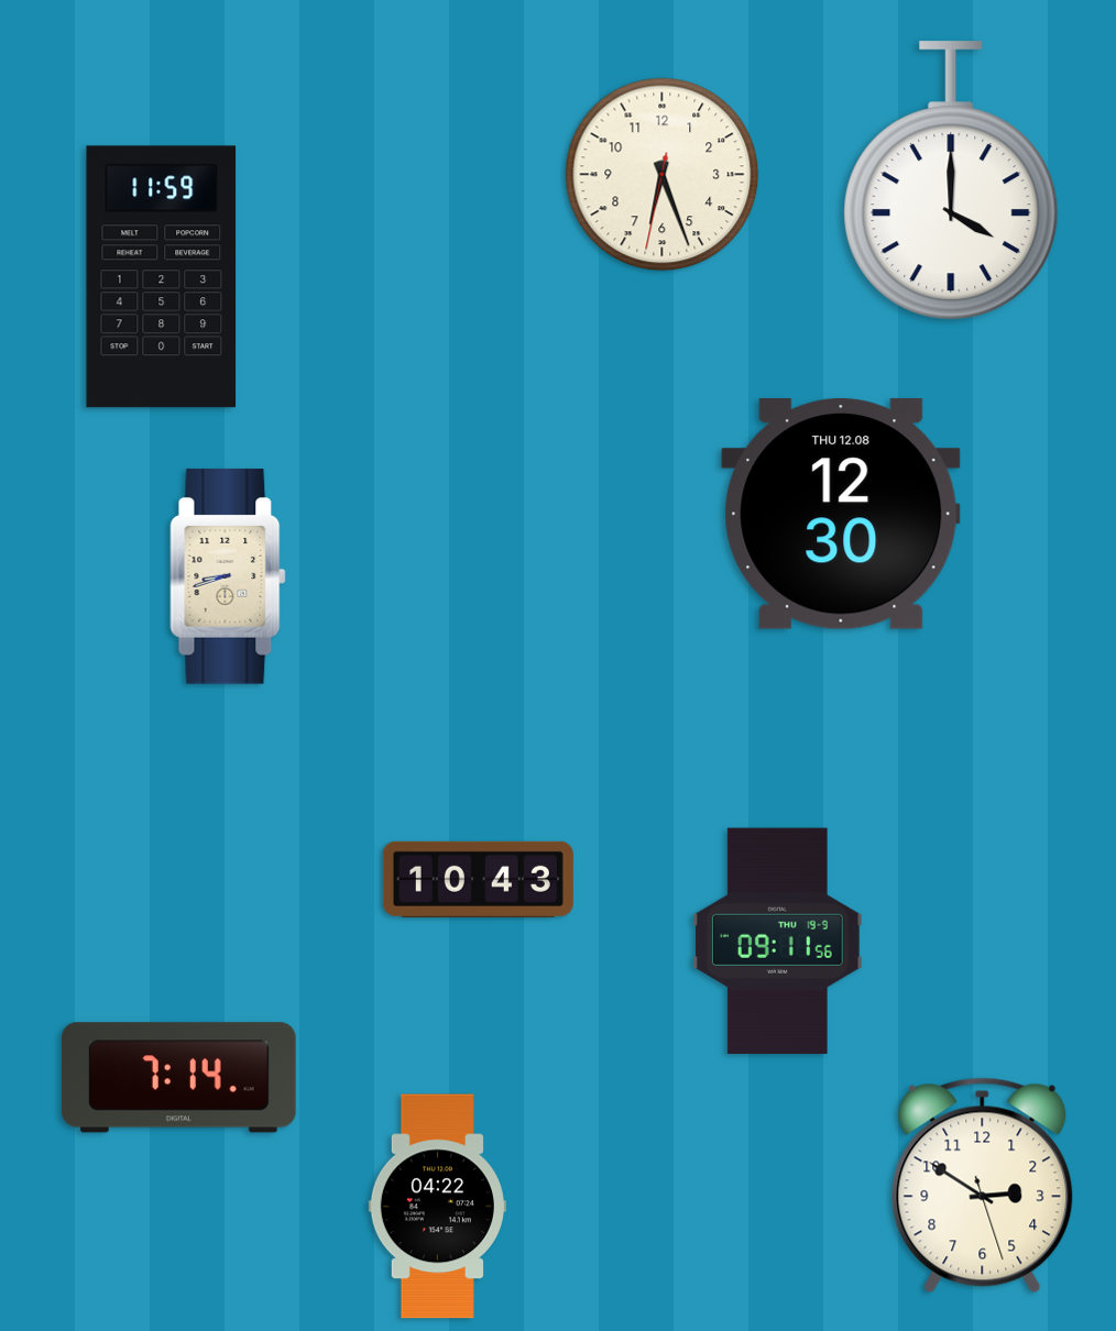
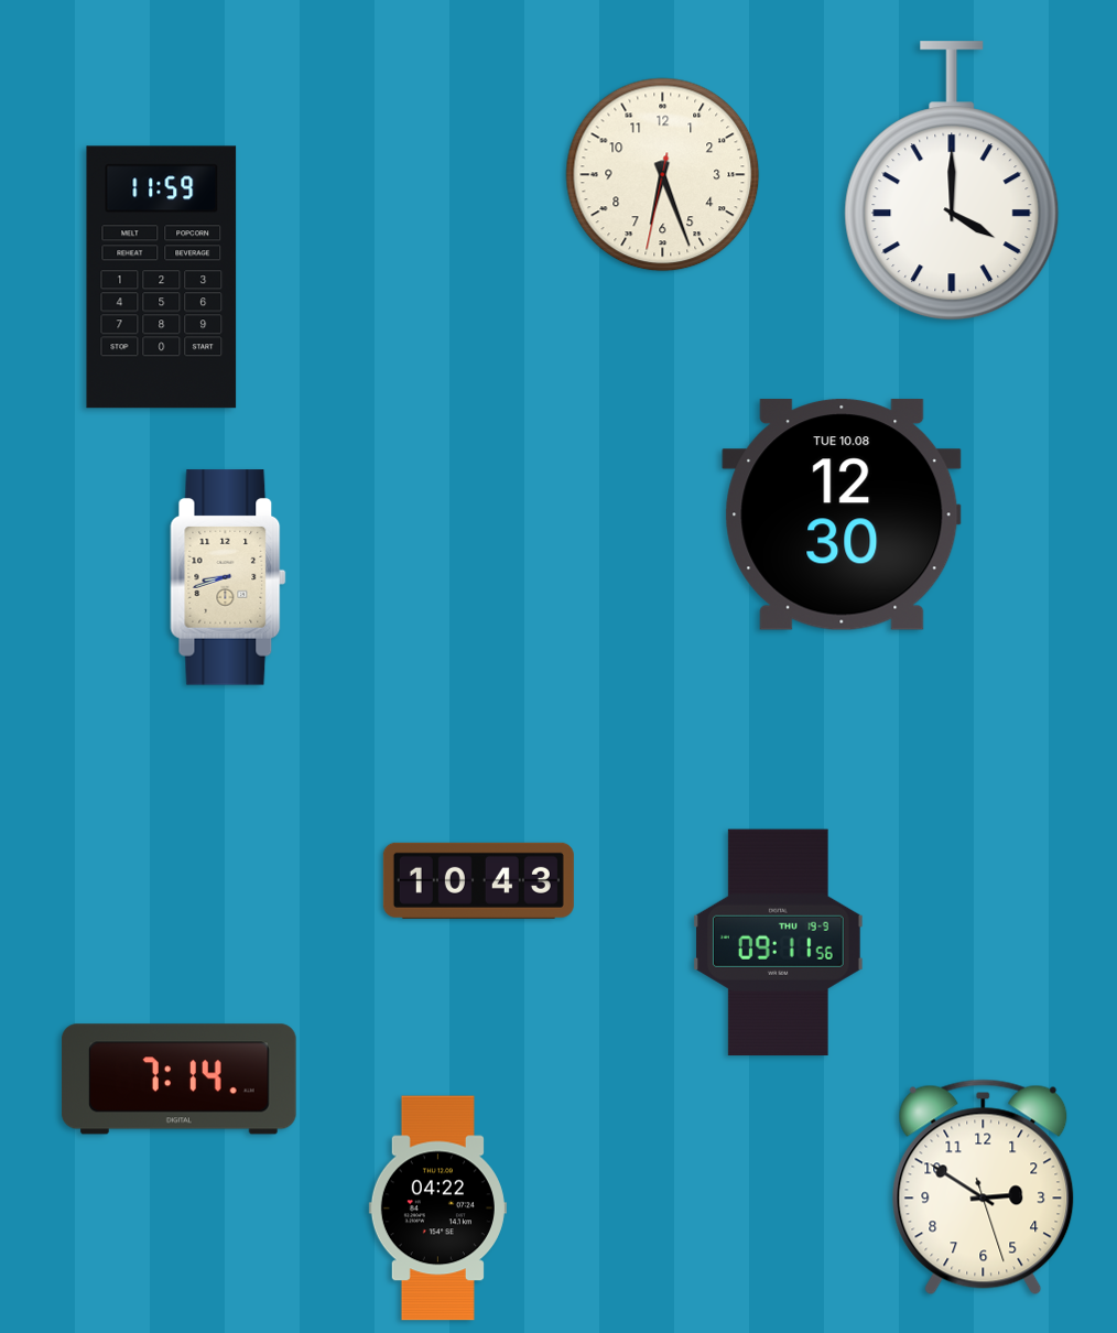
clock at (841, 514) date: THU 12.08 -> TUE 10.08
